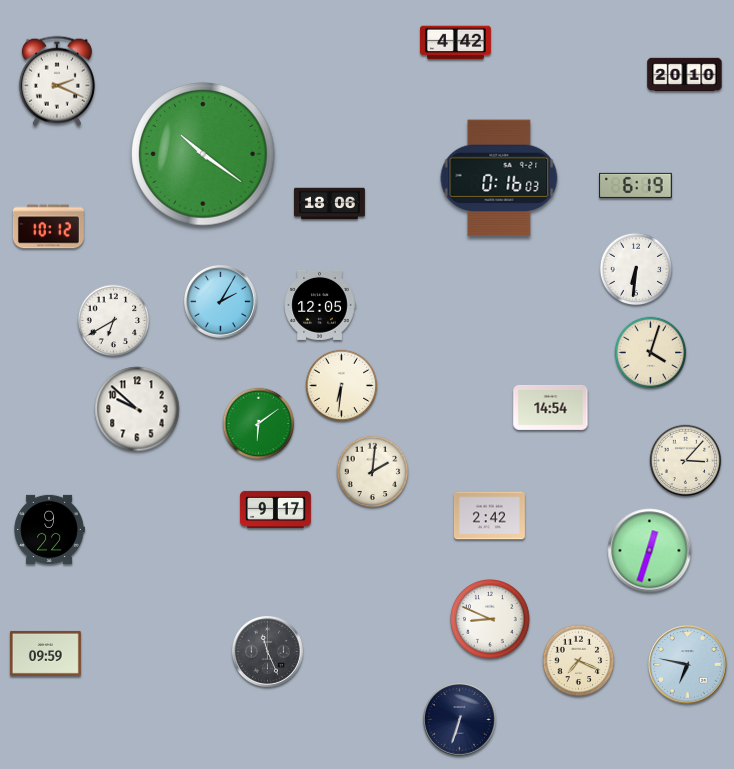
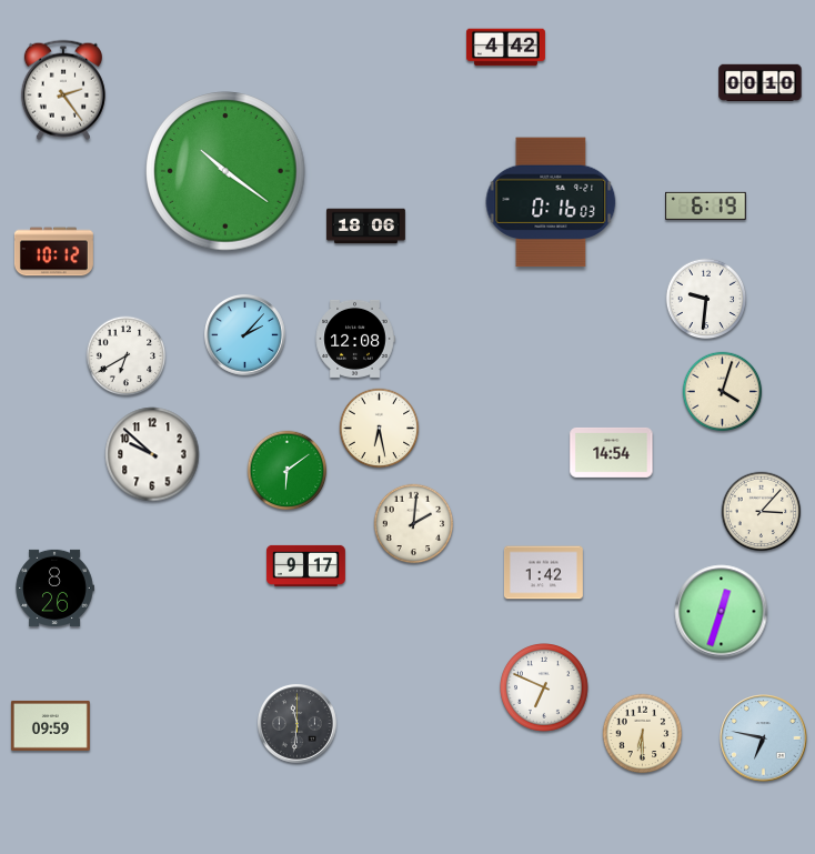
clock at (685, 75): 20:10 -> 00:10
clock at (57, 81): 2:19 -> 2:24
clock at (499, 178) position: (499, 178) -> (551, 202)
clock at (636, 269): 6:31 -> 9:31
clock at (221, 302): 2:05 -> 2:07
clock at (320, 305): 12:05 -> 12:08
clock at (342, 386): 6:31 -> 6:28
clock at (489, 516): 2:42 -> 1:42
clock at (49, 529): 9:22 -> 8:26
clock at (491, 620): 8:49 -> 6:49
clock at (267, 651): 11:26 -> 11:31
clock at (579, 661): 7:19 -> 6:30
clock at (460, 720): 6:33 -> none
